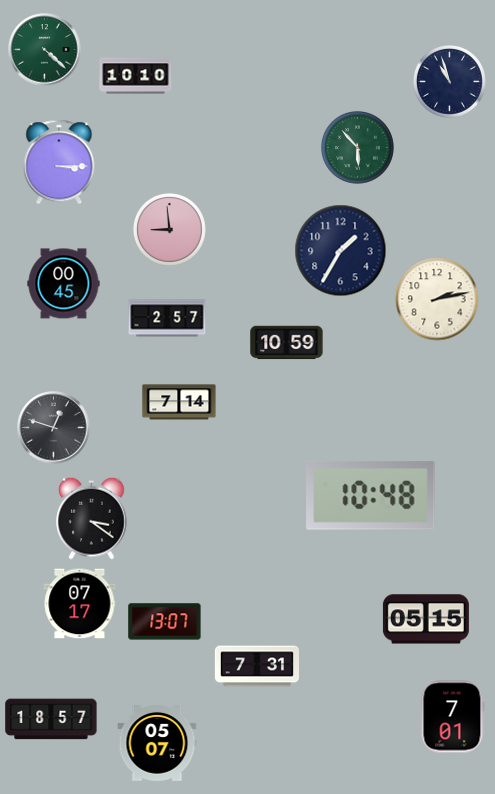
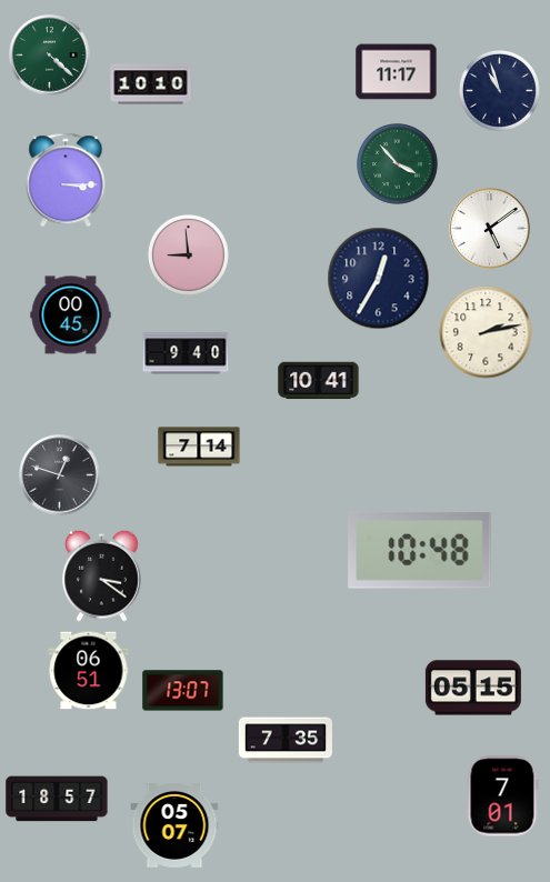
clock at (397, 72): none -> 11:17
clock at (357, 147): 5:53 -> 3:53
clock at (490, 229): none -> 5:09
clock at (341, 251): 1:35 -> 12:35
clock at (167, 318): 2:57 -> 9:40
clock at (287, 343): 10:59 -> 10:41
clock at (371, 495) position: (371, 495) -> (420, 550)
clock at (80, 604): 07:17 -> 06:51
clock at (256, 666): 7:31 -> 7:35
